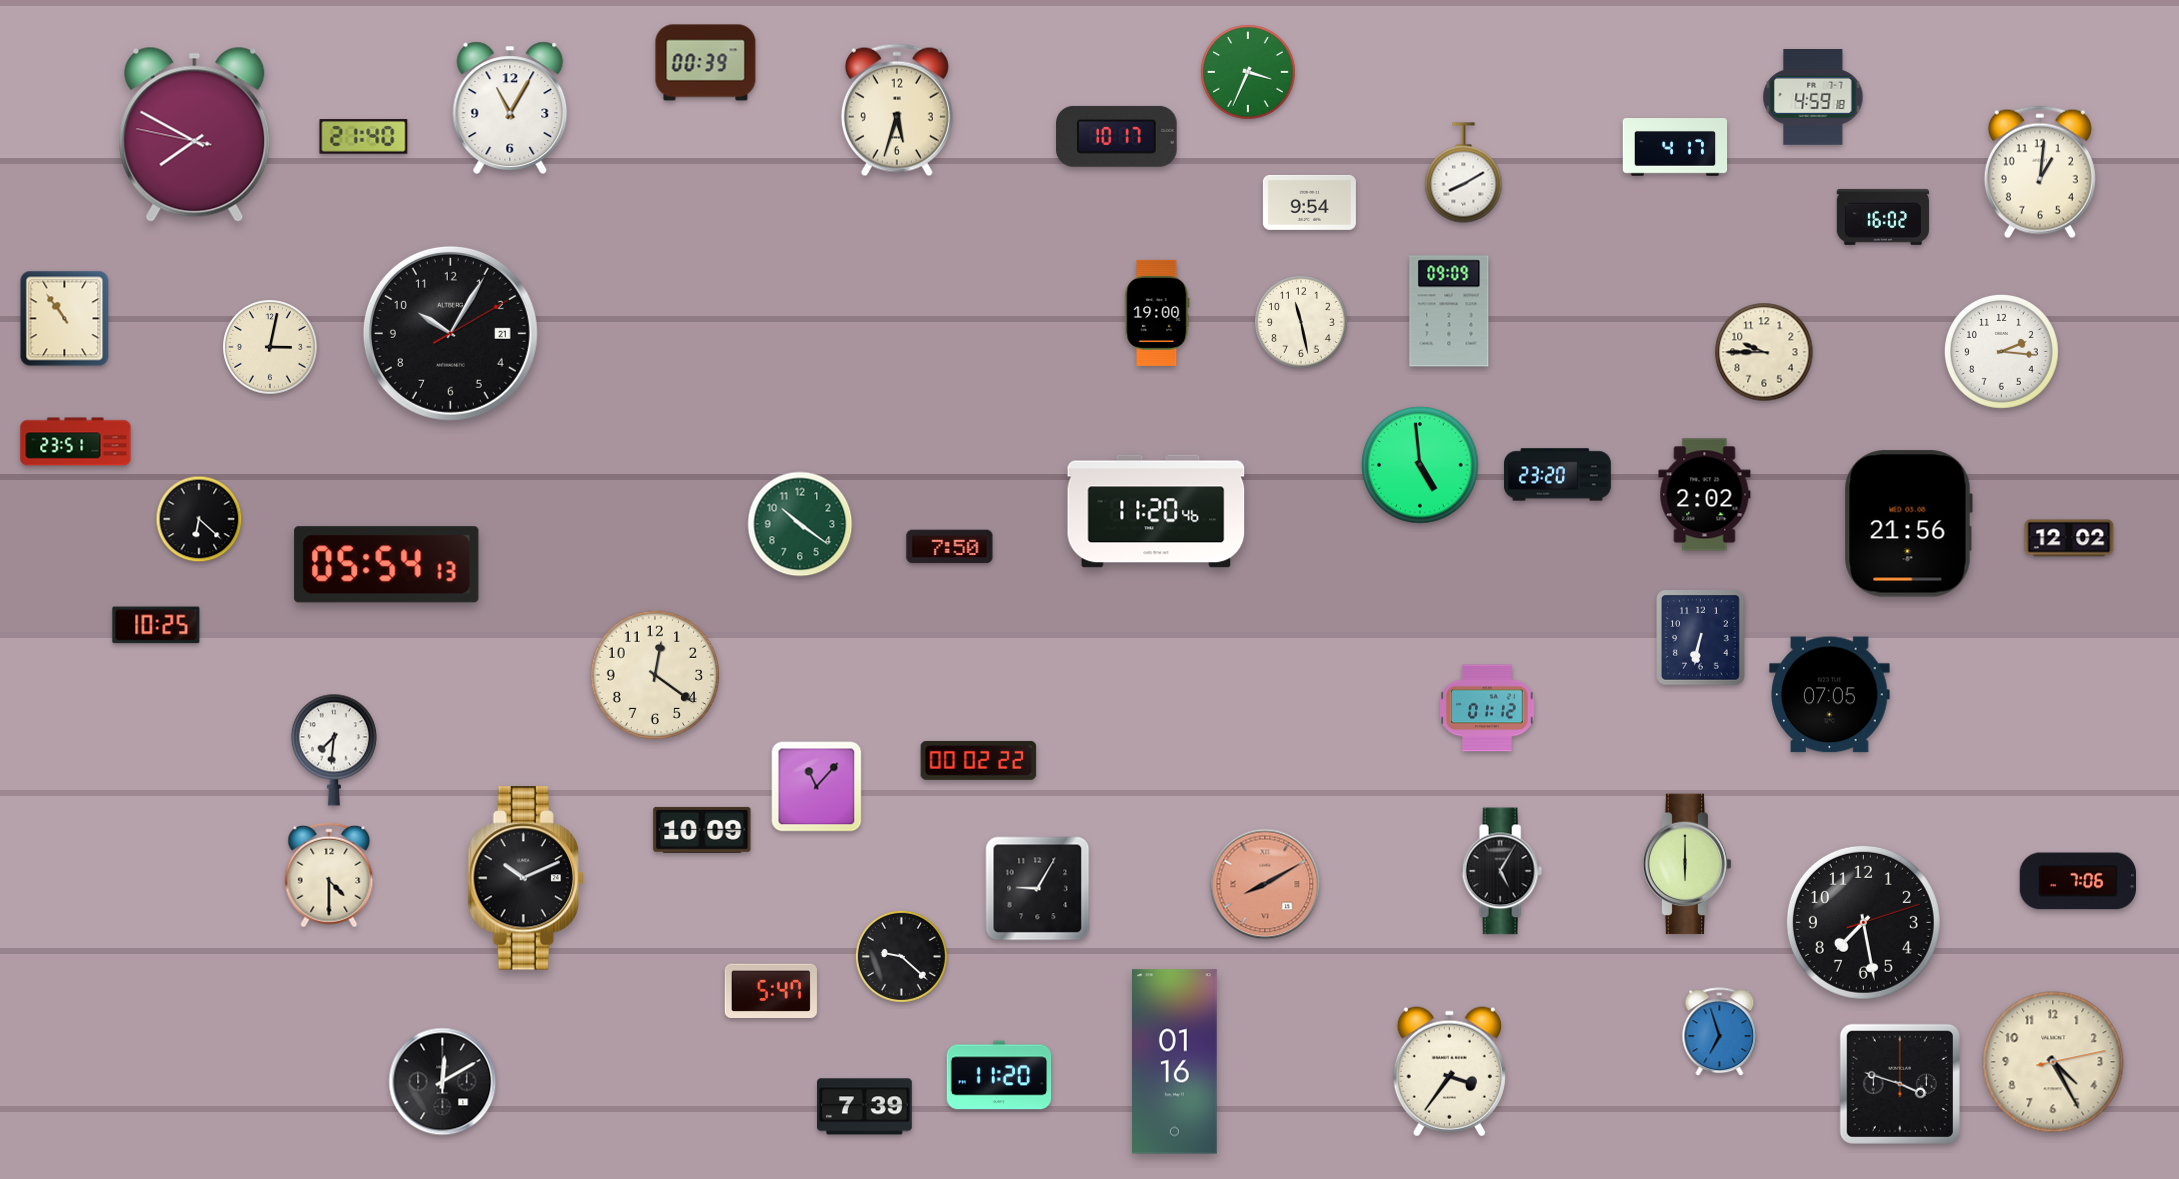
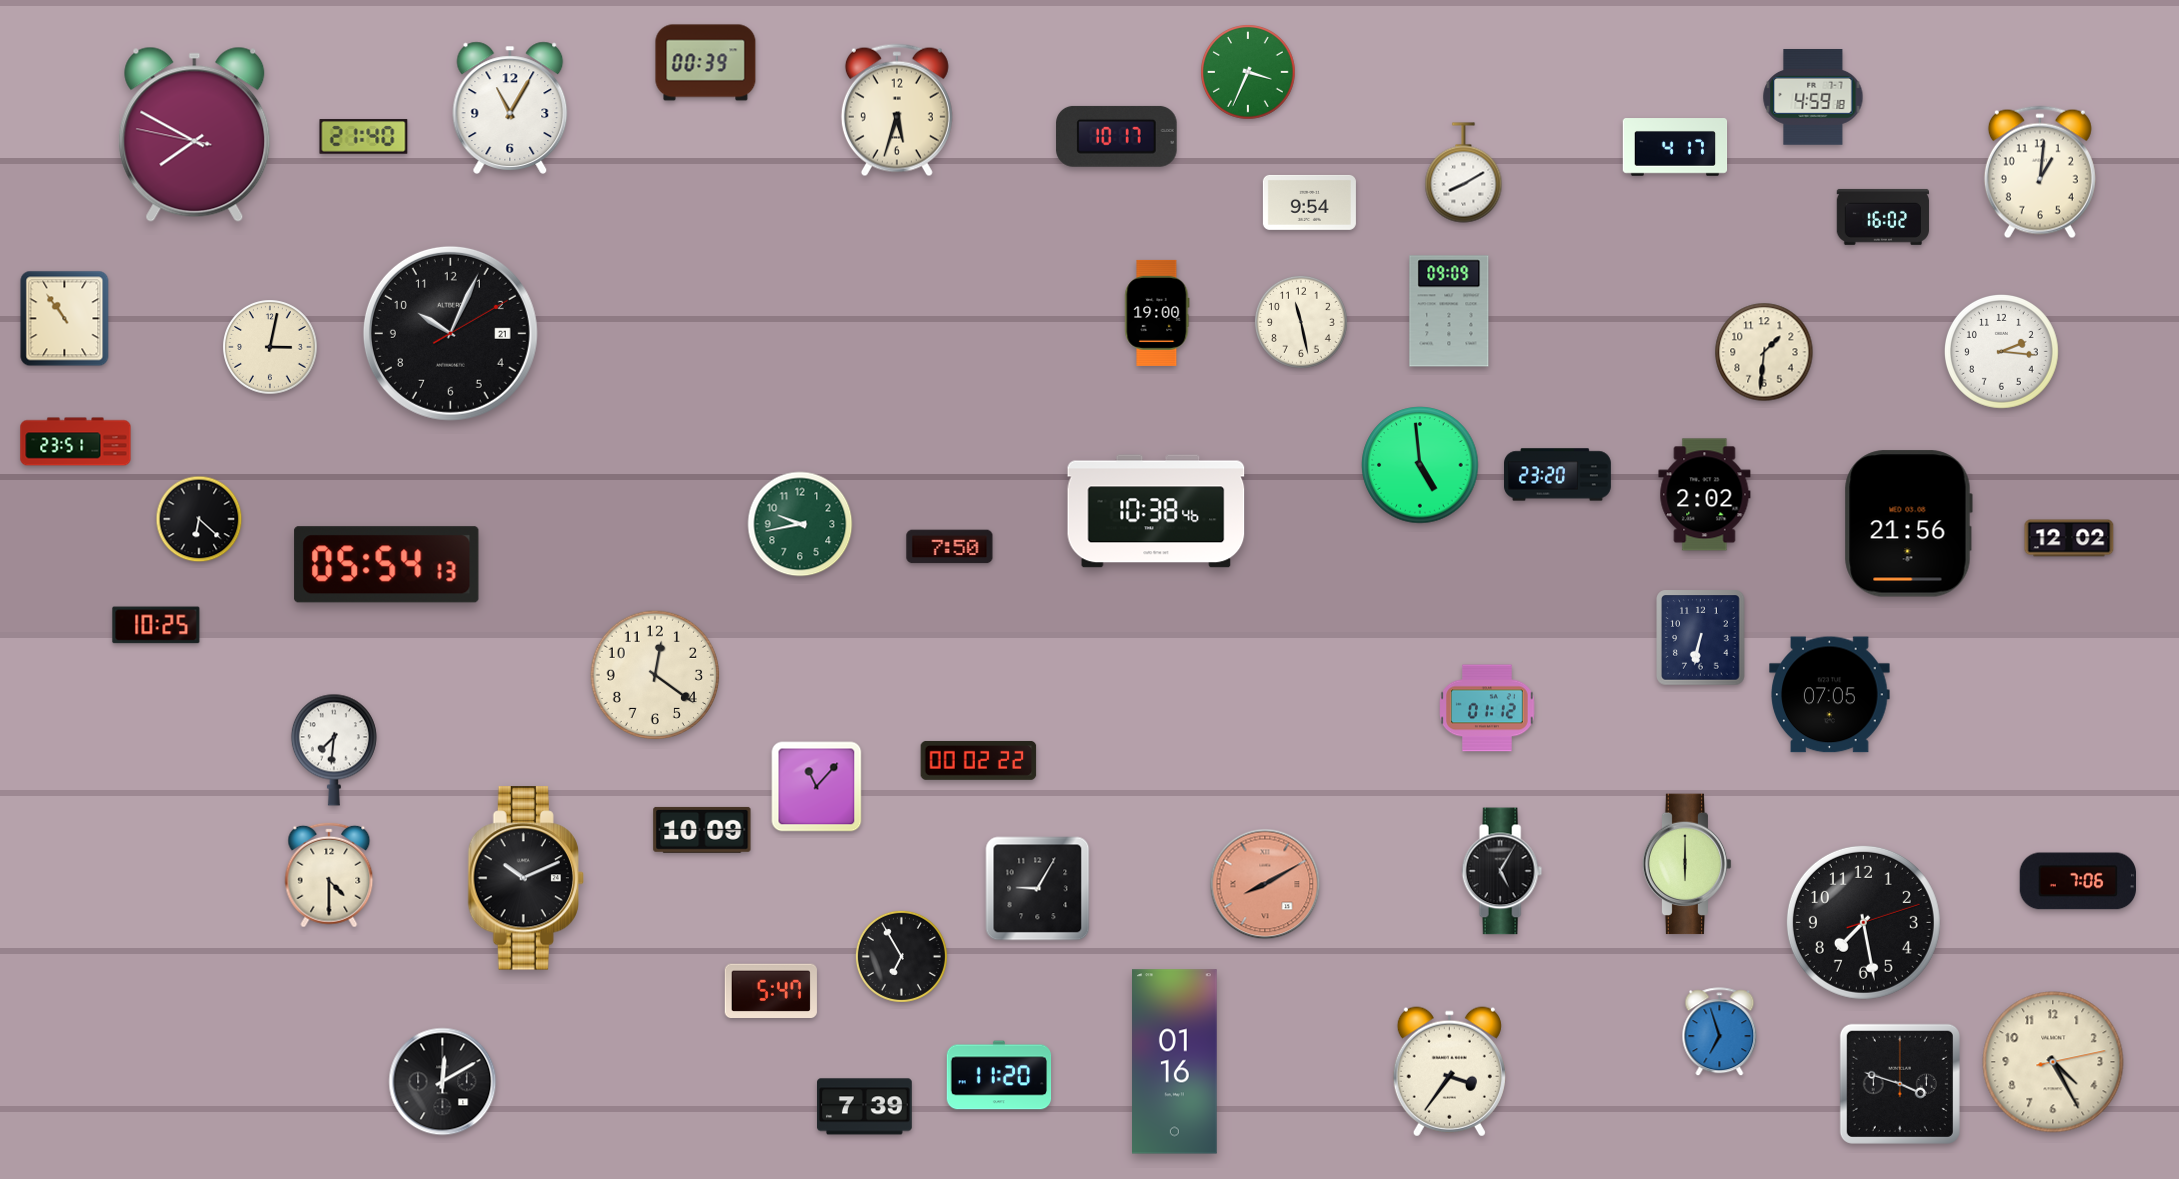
clock at (450, 333): 10:05 -> 10:04
clock at (1764, 352): 9:45 -> 1:31
clock at (1156, 511): 11:20 -> 10:38
clock at (800, 524): 10:21 -> 9:43
clock at (901, 956): 9:22 -> 6:55
